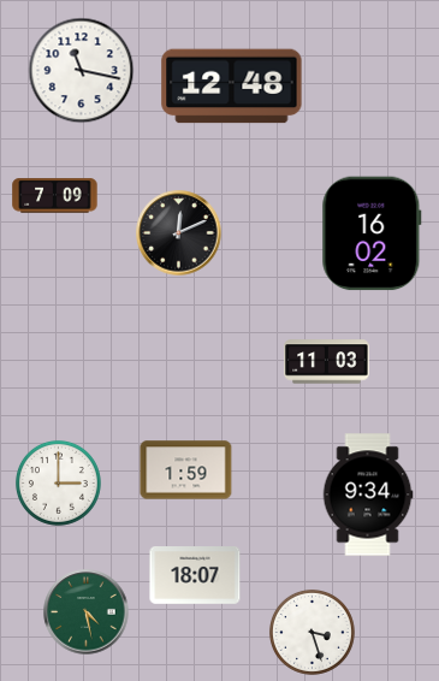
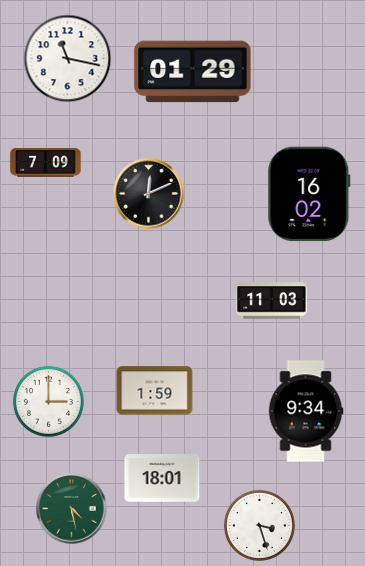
clock at (232, 87): 12:48 -> 01:29
clock at (195, 576): 18:07 -> 18:01
